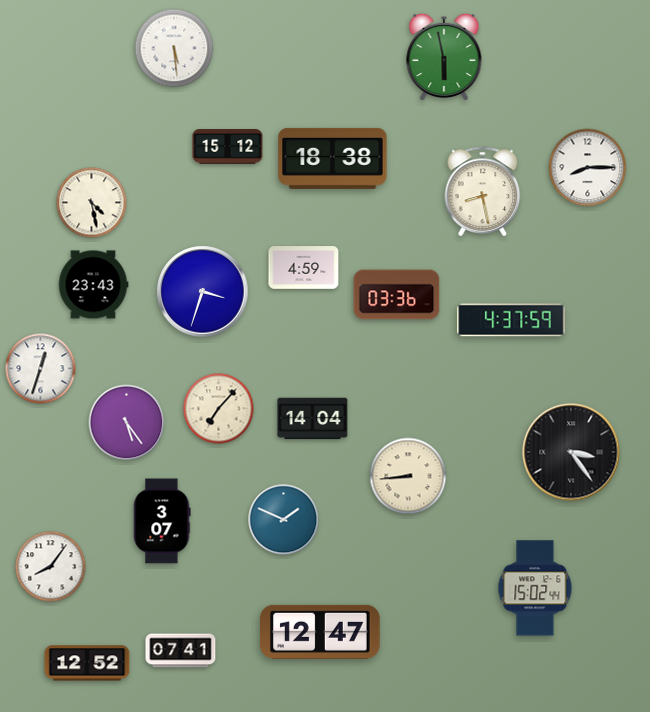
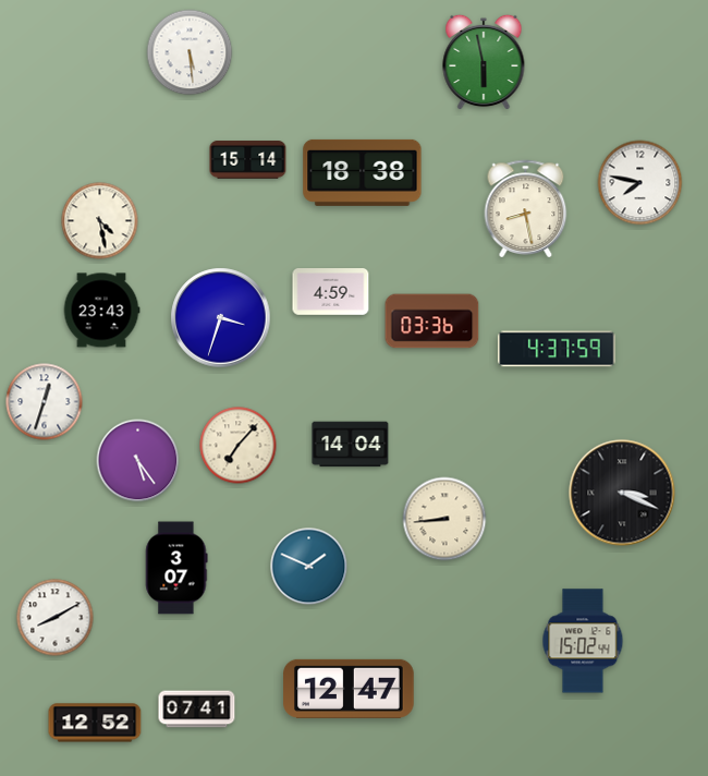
clock at (228, 147): 15:12 -> 15:14
clock at (588, 168): 8:15 -> 7:47
clock at (313, 419) position: (313, 419) -> (351, 445)
clock at (571, 452): 3:24 -> 3:19
clock at (51, 567): 8:06 -> 8:10
